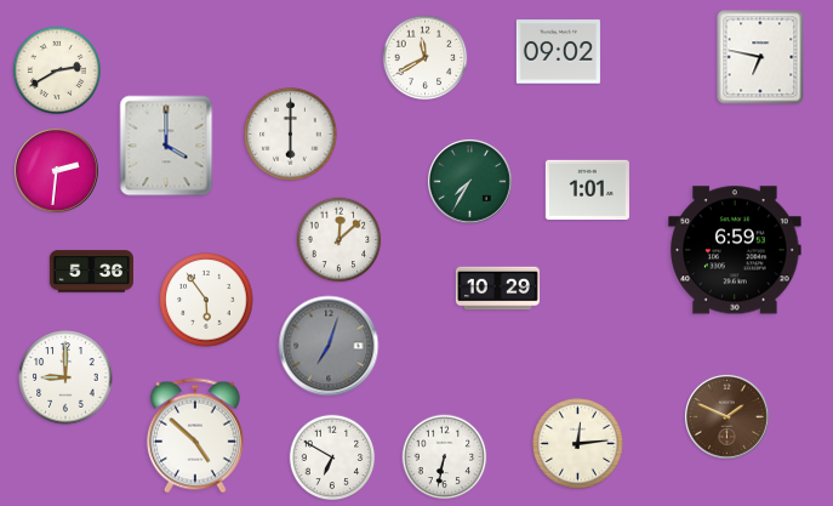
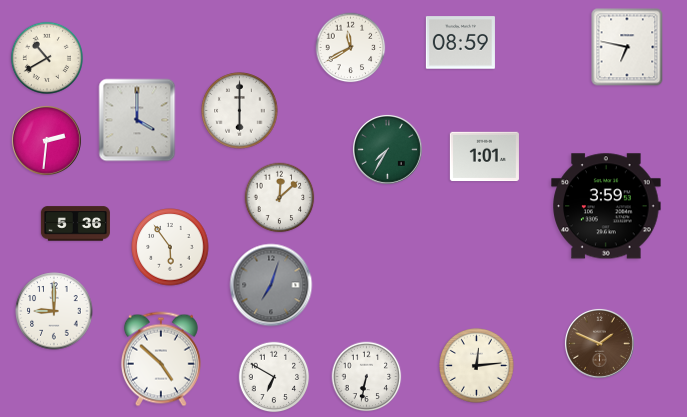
clock at (558, 52): 09:02 -> 08:59
clock at (57, 70): 2:40 -> 10:40
clock at (735, 250): 6:59 -> 3:59
clock at (497, 289): 10:29 -> none
